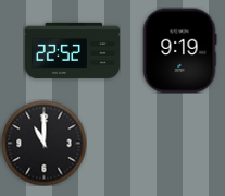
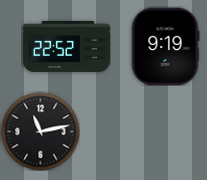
clock at (43, 143): 11:00 -> 11:13
